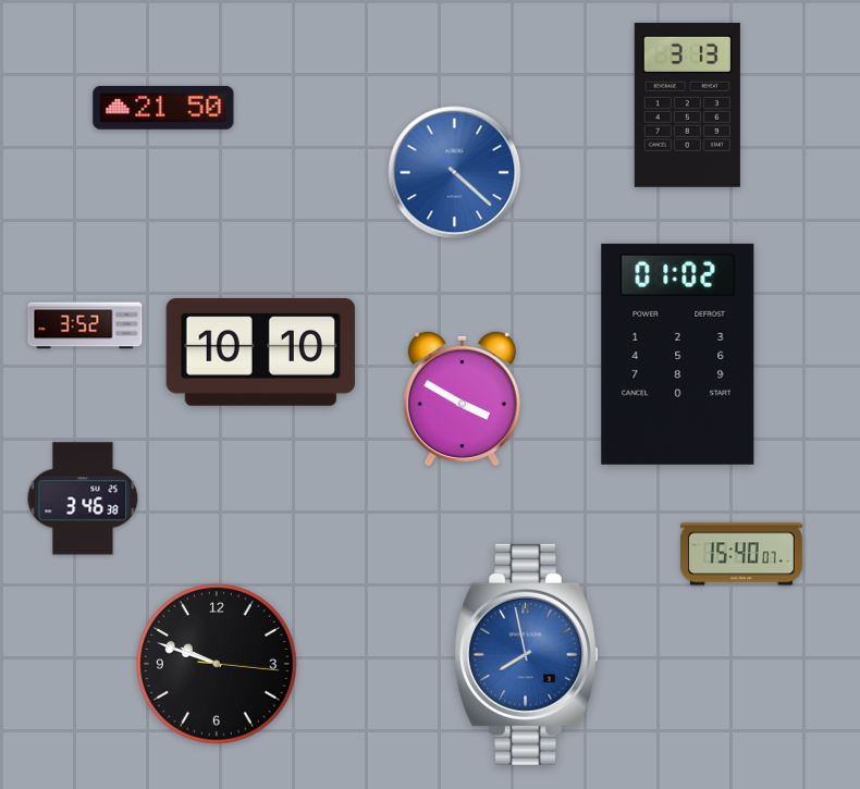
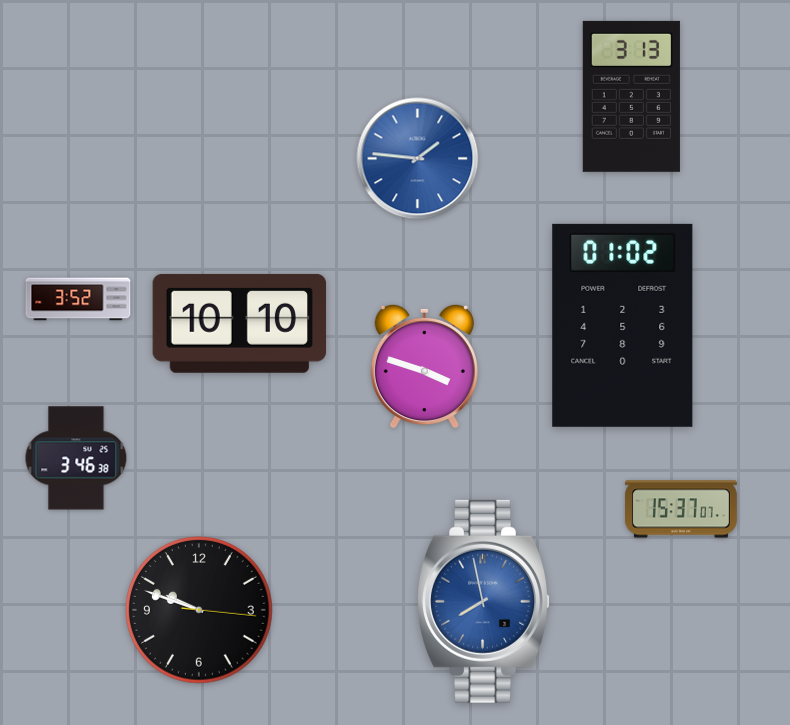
clock at (163, 108): 21:50 -> none
clock at (455, 173): 4:22 -> 1:46
clock at (462, 398): 3:50 -> 3:48
clock at (741, 554): 15:40 -> 15:37
